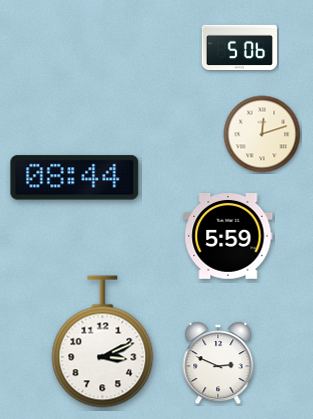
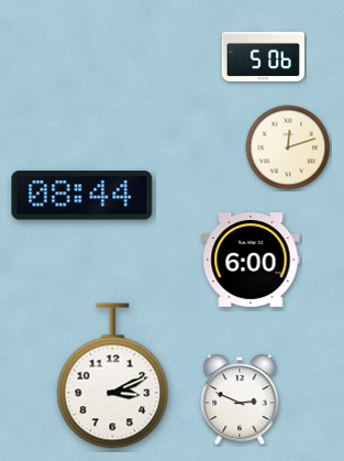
clock at (240, 48) position: (240, 48) -> (264, 57)
clock at (228, 237): 5:59 -> 6:00
